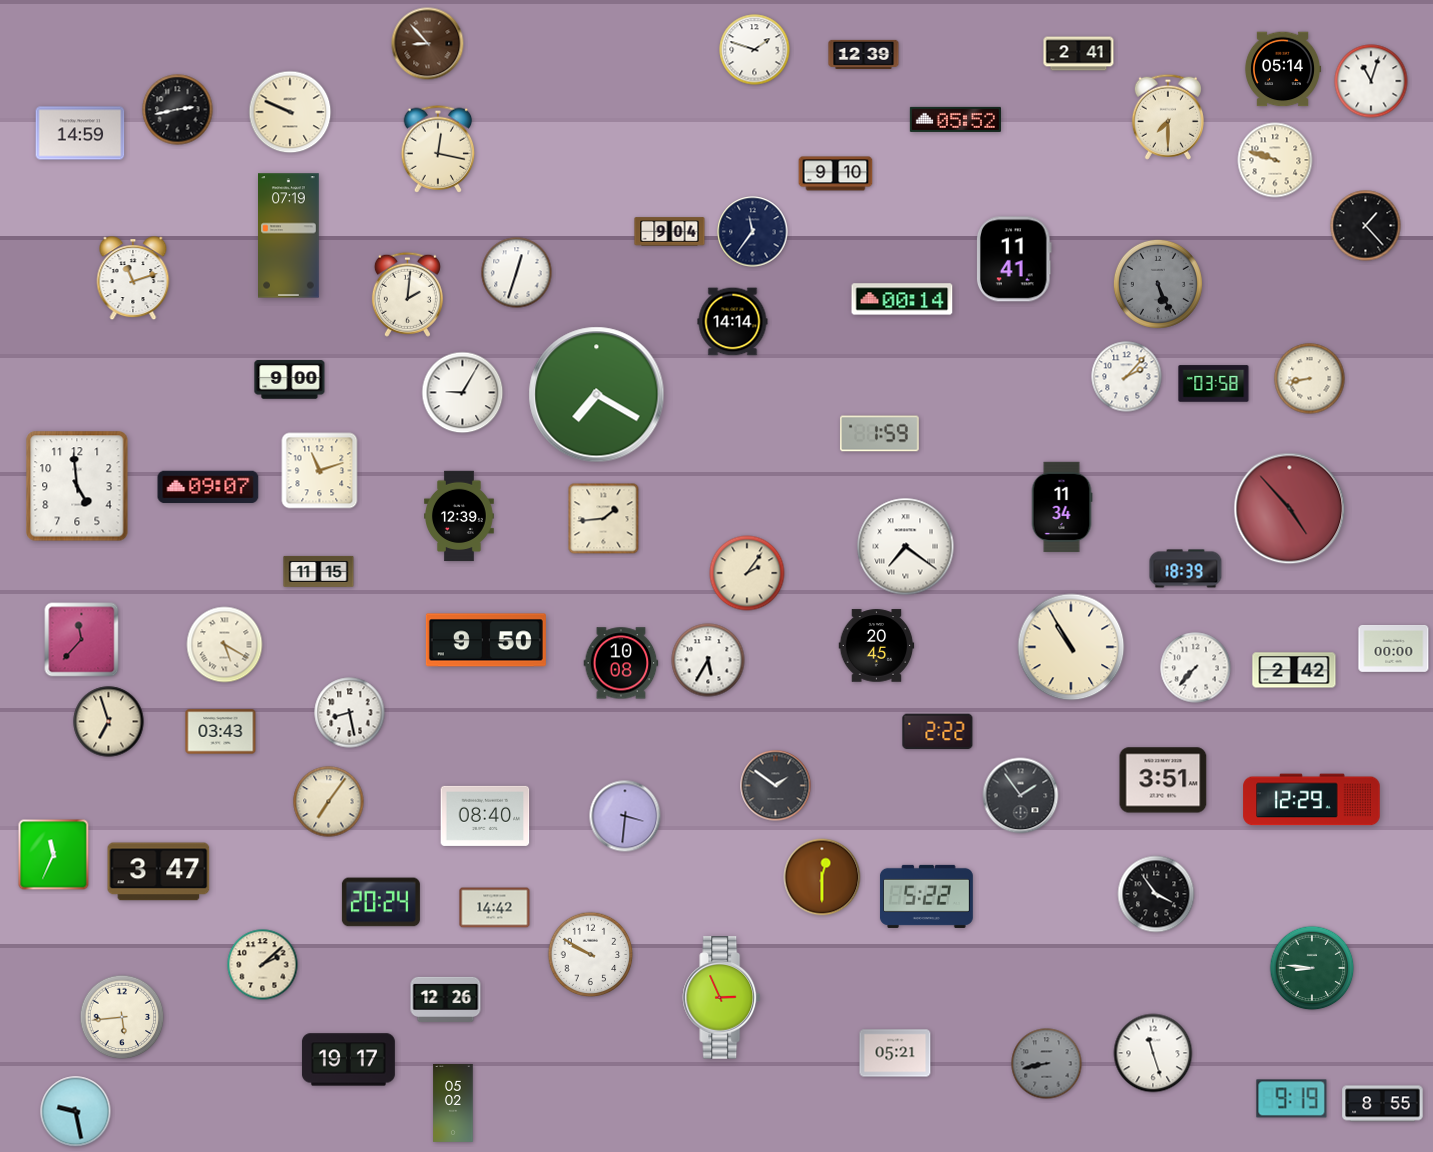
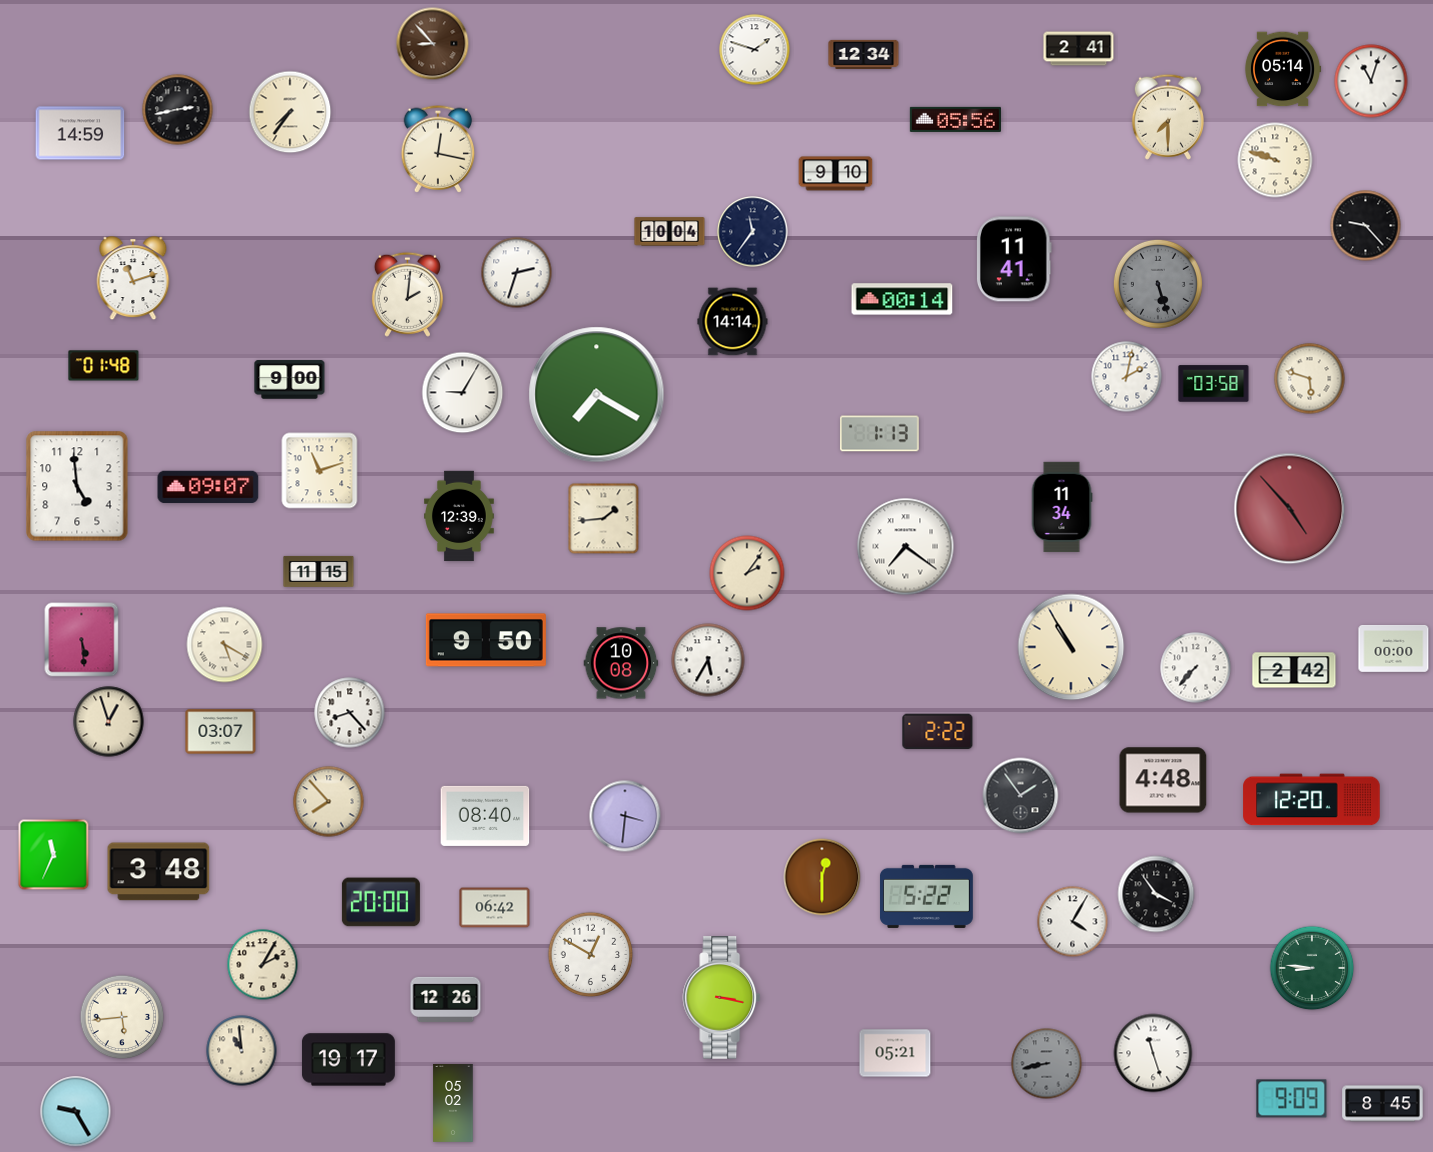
clock at (428, 44) position: (428, 44) -> (433, 44)
clock at (864, 54): 12:39 -> 12:34
clock at (1079, 54) position: (1079, 54) -> (1079, 49)
clock at (290, 112): 9:49 -> 7:36
clock at (955, 119): 05:52 -> 05:56
clock at (1366, 226): 1:23 -> 9:23
clock at (670, 232): 9:04 -> 10:04
clock at (289, 236): 07:19 -> none
clock at (517, 273): 12:33 -> 2:33
clock at (1158, 284): 5:26 -> 5:27
clock at (104, 366): none -> 01:48
clock at (1127, 377): 2:07 -> 2:02
clock at (1310, 379): 8:43 -> 5:48
clock at (879, 434): 1:59 -> 1:13
clock at (1186, 569): 18:39 -> none
clock at (82, 640): 11:37 -> 5:29
clock at (877, 646): 20:45 -> none
clock at (350, 713): 8:28 -> 8:23
clock at (109, 722): 6:57 -> 12:57
clock at (221, 732): 03:43 -> 03:07
clock at (1163, 780): 3:51 -> 4:48
clock at (776, 786): 1:51 -> none
clock at (1312, 800): 12:29 -> 12:20
clock at (329, 802): 7:06 -> 7:53
clock at (159, 872): 3:47 -> 3:48
clock at (381, 902): 20:24 -> 20:00
clock at (495, 908): 14:42 -> 06:42
clock at (1073, 922): none -> 4:05
clock at (591, 955): 9:50 -> 12:50
clock at (263, 965): 2:08 -> 2:05
clock at (722, 998): 2:56 -> 3:17
clock at (242, 1051): none -> 10:59
clock at (1292, 1099): 9:19 -> 9:09
clock at (1383, 1104): 8:55 -> 8:45
clock at (76, 1112): 9:28 -> 9:25
